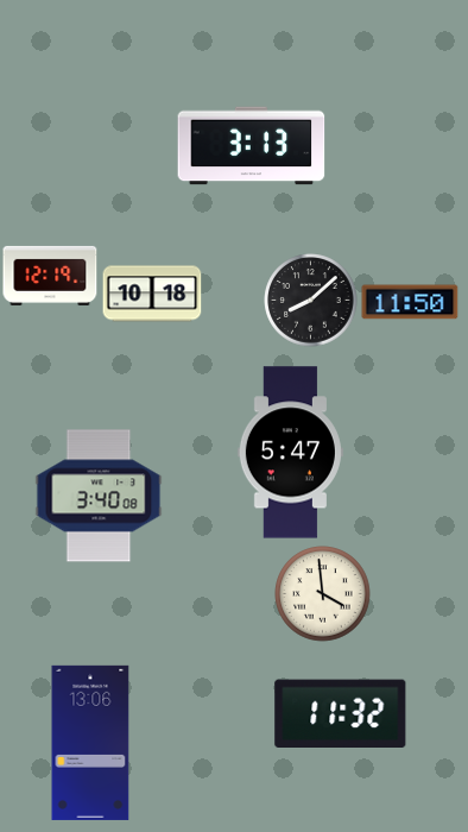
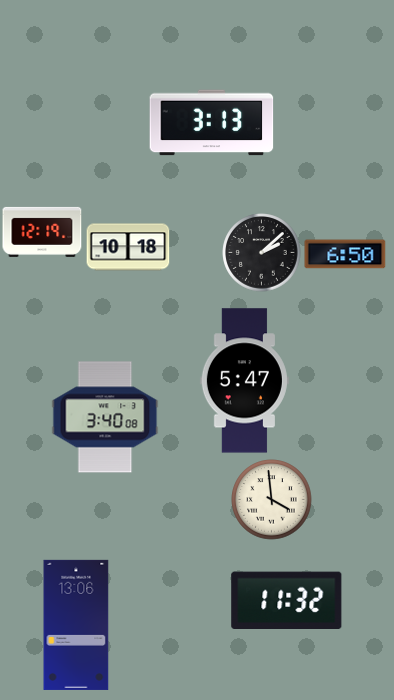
clock at (311, 301): 8:08 -> 2:08
clock at (410, 302): 11:50 -> 6:50
clock at (99, 496) position: (99, 496) -> (105, 417)
